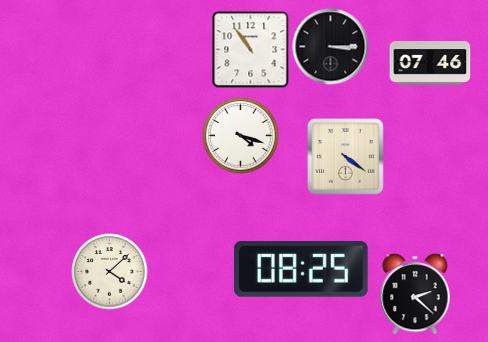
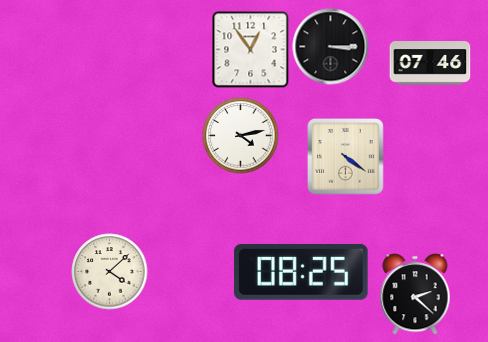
clock at (251, 50): 10:54 -> 12:54
clock at (241, 136): 4:18 -> 4:13
clock at (301, 269) position: (301, 269) -> (301, 272)
